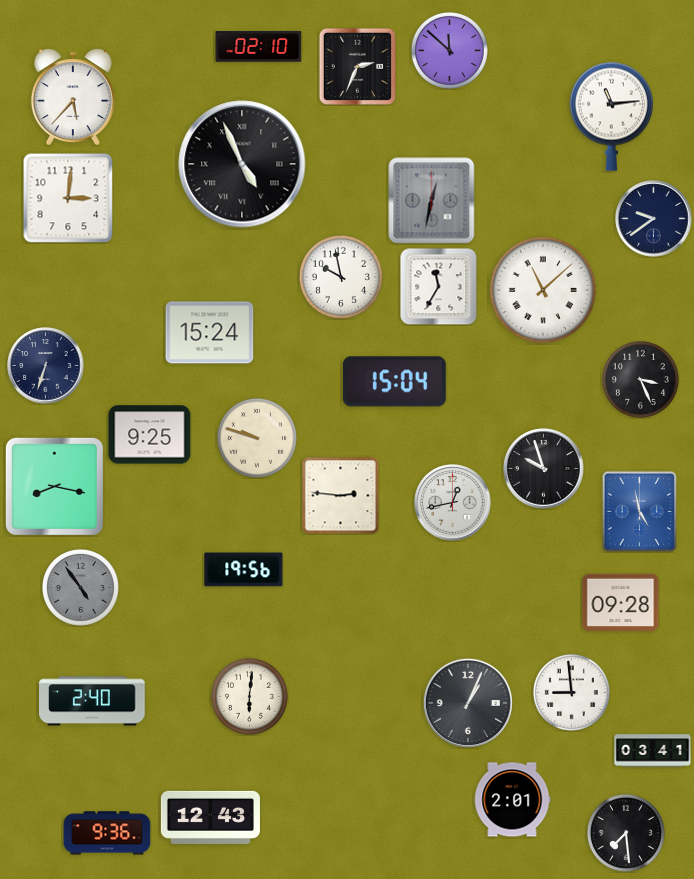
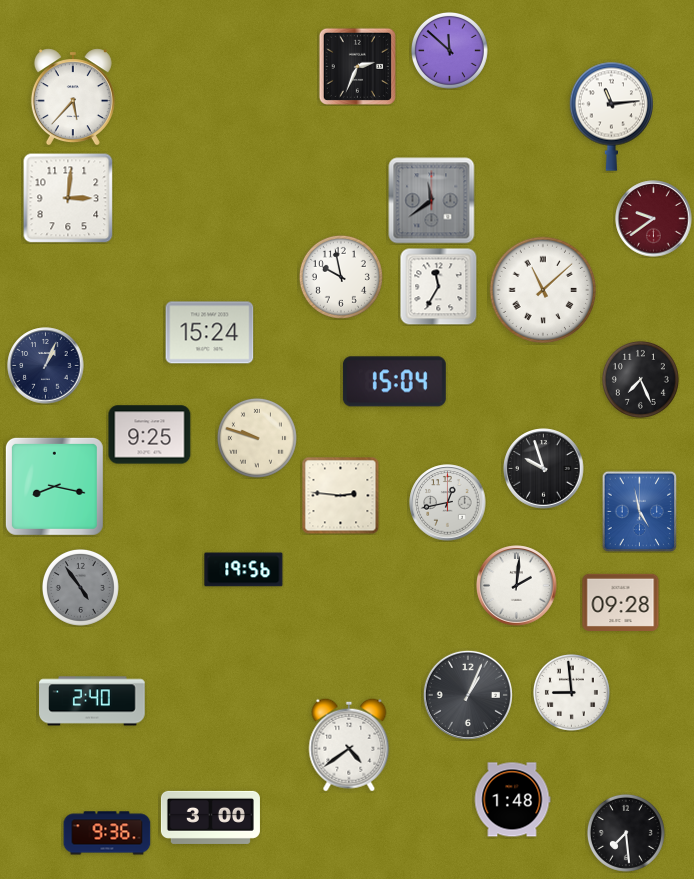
clock at (259, 47): 02:10 -> none
clock at (242, 164): 4:56 -> none
clock at (432, 201): 12:32 -> 11:39
clock at (654, 219) dial: navy -> burgundy
clock at (46, 366): 6:33 -> 1:04
clock at (640, 379): 3:26 -> 7:26
clock at (453, 503) position: (453, 503) -> (448, 503)
clock at (517, 586): none -> 2:01
clock at (249, 696): 6:01 -> none
clock at (468, 703) position: (468, 703) -> (468, 695)
clock at (349, 745): none -> 4:39
clock at (653, 751): 03:41 -> none
clock at (512, 800): 2:01 -> 1:48
clock at (210, 817): 12:43 -> 3:00
